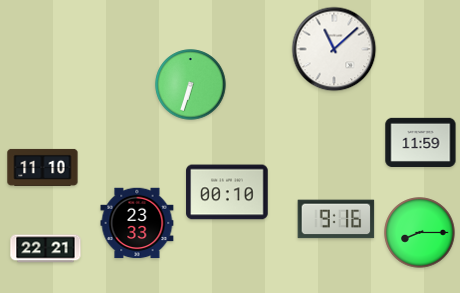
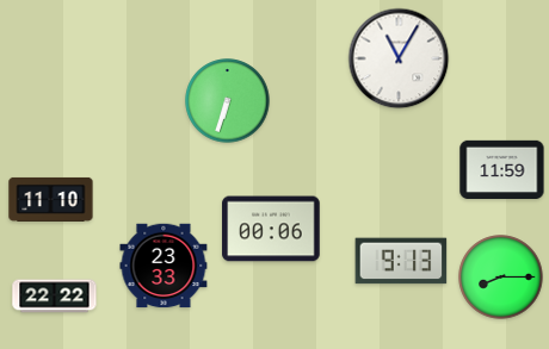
clock at (334, 49): 11:08 -> 11:05
clock at (227, 192): 00:10 -> 00:06
clock at (336, 219): 9:16 -> 9:13
clock at (46, 249): 22:21 -> 22:22
